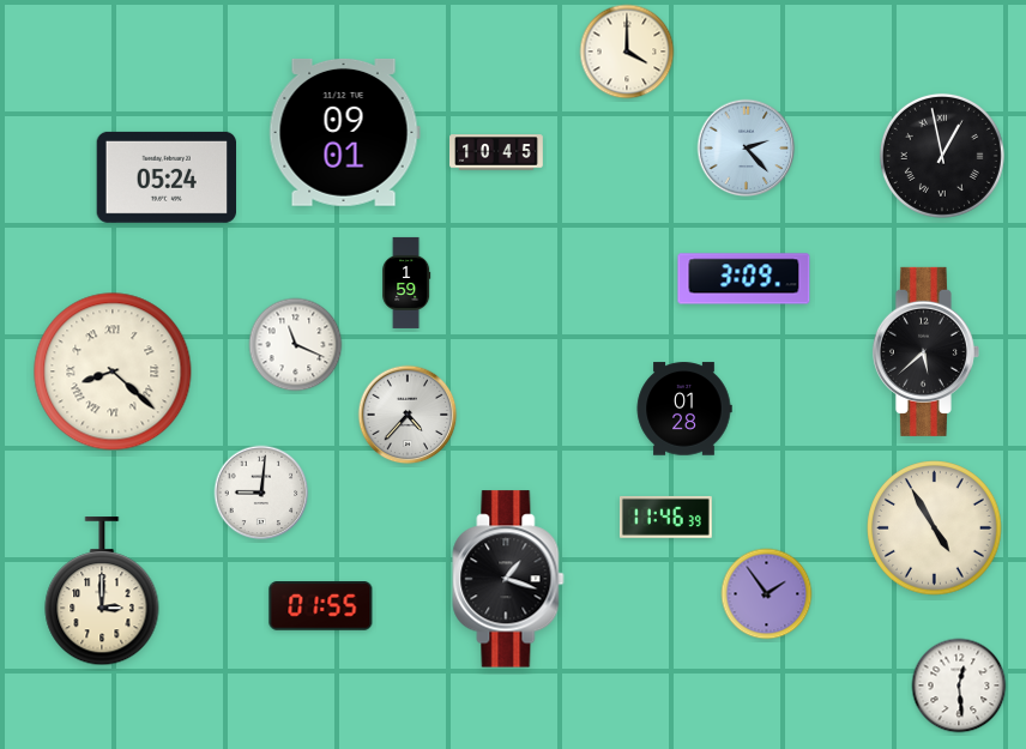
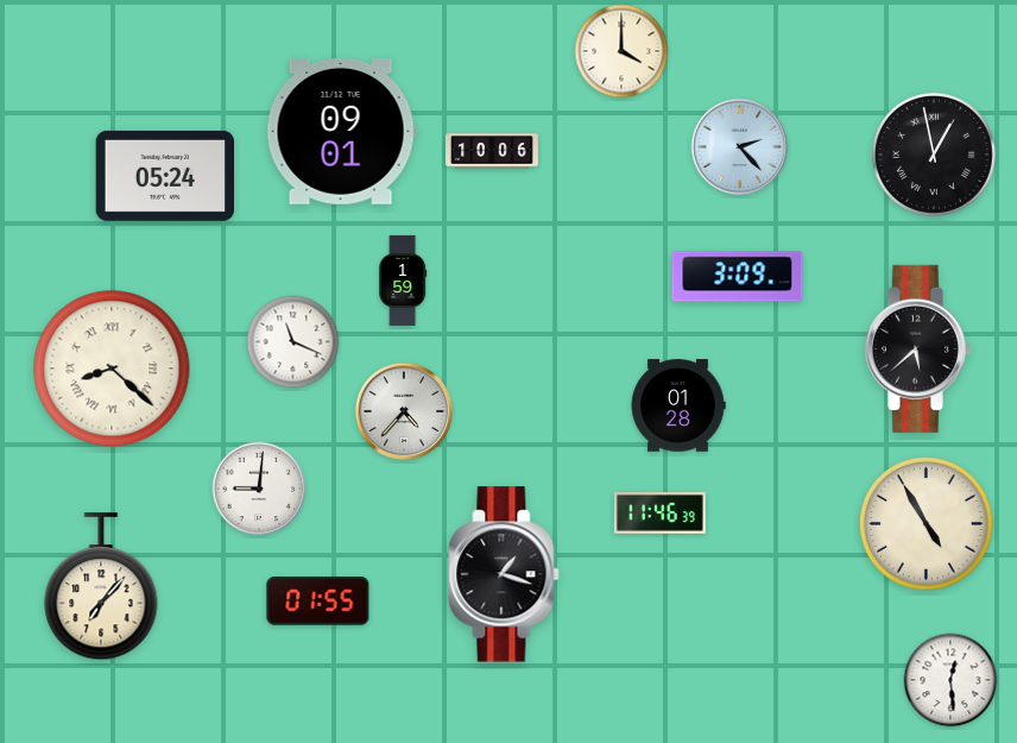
clock at (497, 152): 10:45 -> 10:06
clock at (102, 592): 3:00 -> 7:07
clock at (767, 594): 1:54 -> none
